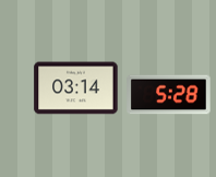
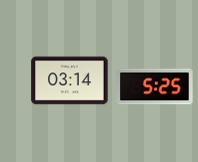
clock at (169, 95): 5:28 -> 5:25
